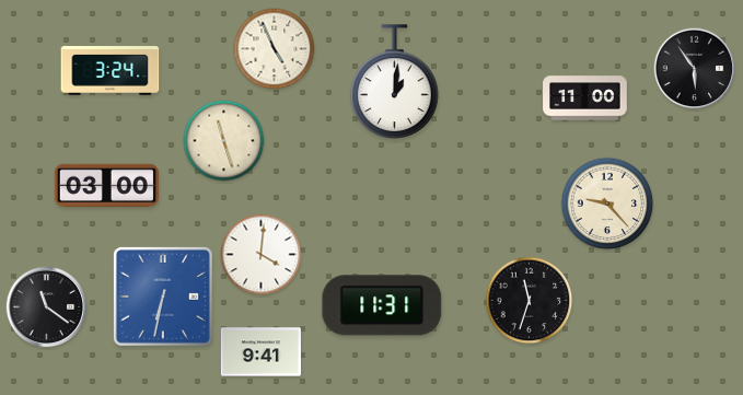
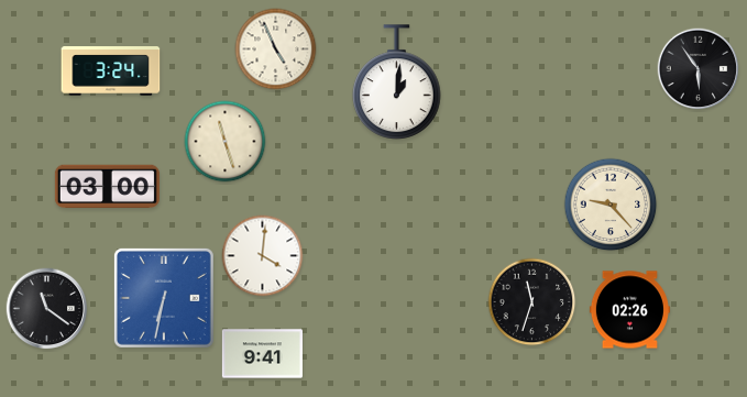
clock at (585, 98): 11:00 -> none
clock at (382, 305): 11:31 -> none
clock at (629, 310): none -> 02:26
